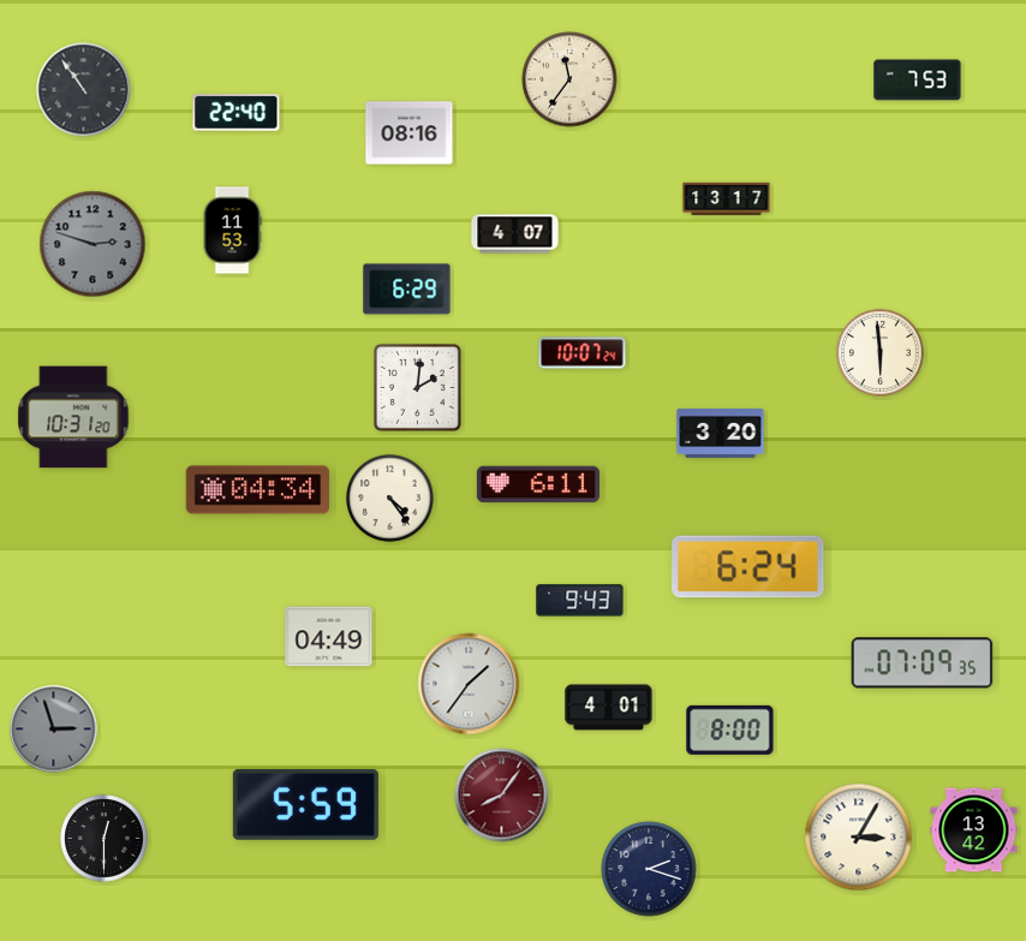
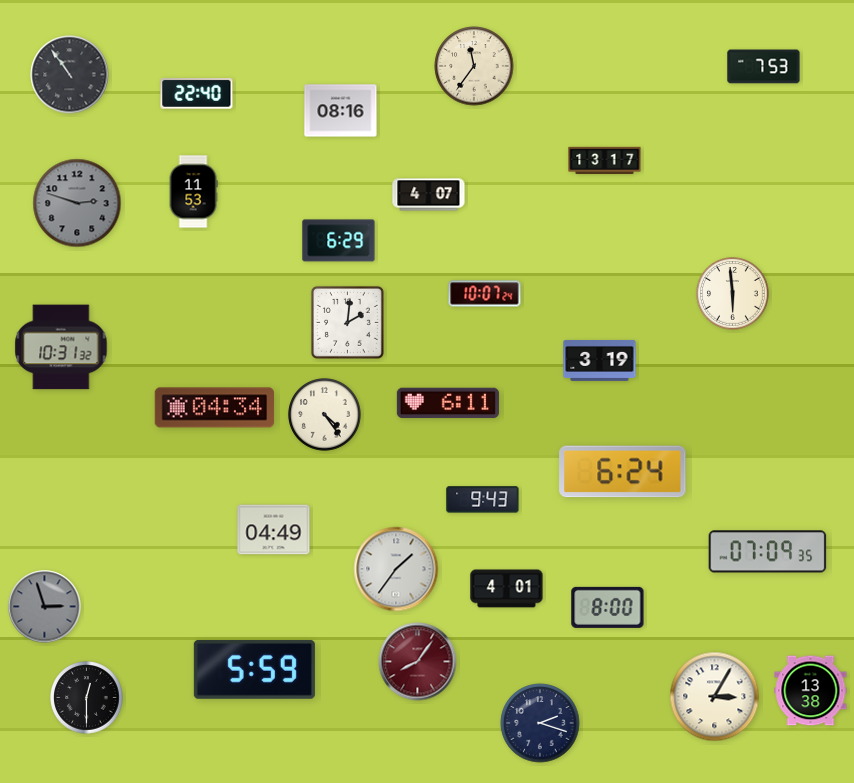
clock at (727, 199) position: (727, 199) -> (605, 161)
clock at (73, 417): 10:31:20 -> 10:31:32
clock at (721, 433): 3:20 -> 3:19
clock at (469, 684) position: (469, 684) -> (396, 569)
clock at (974, 830): 13:42 -> 13:38
